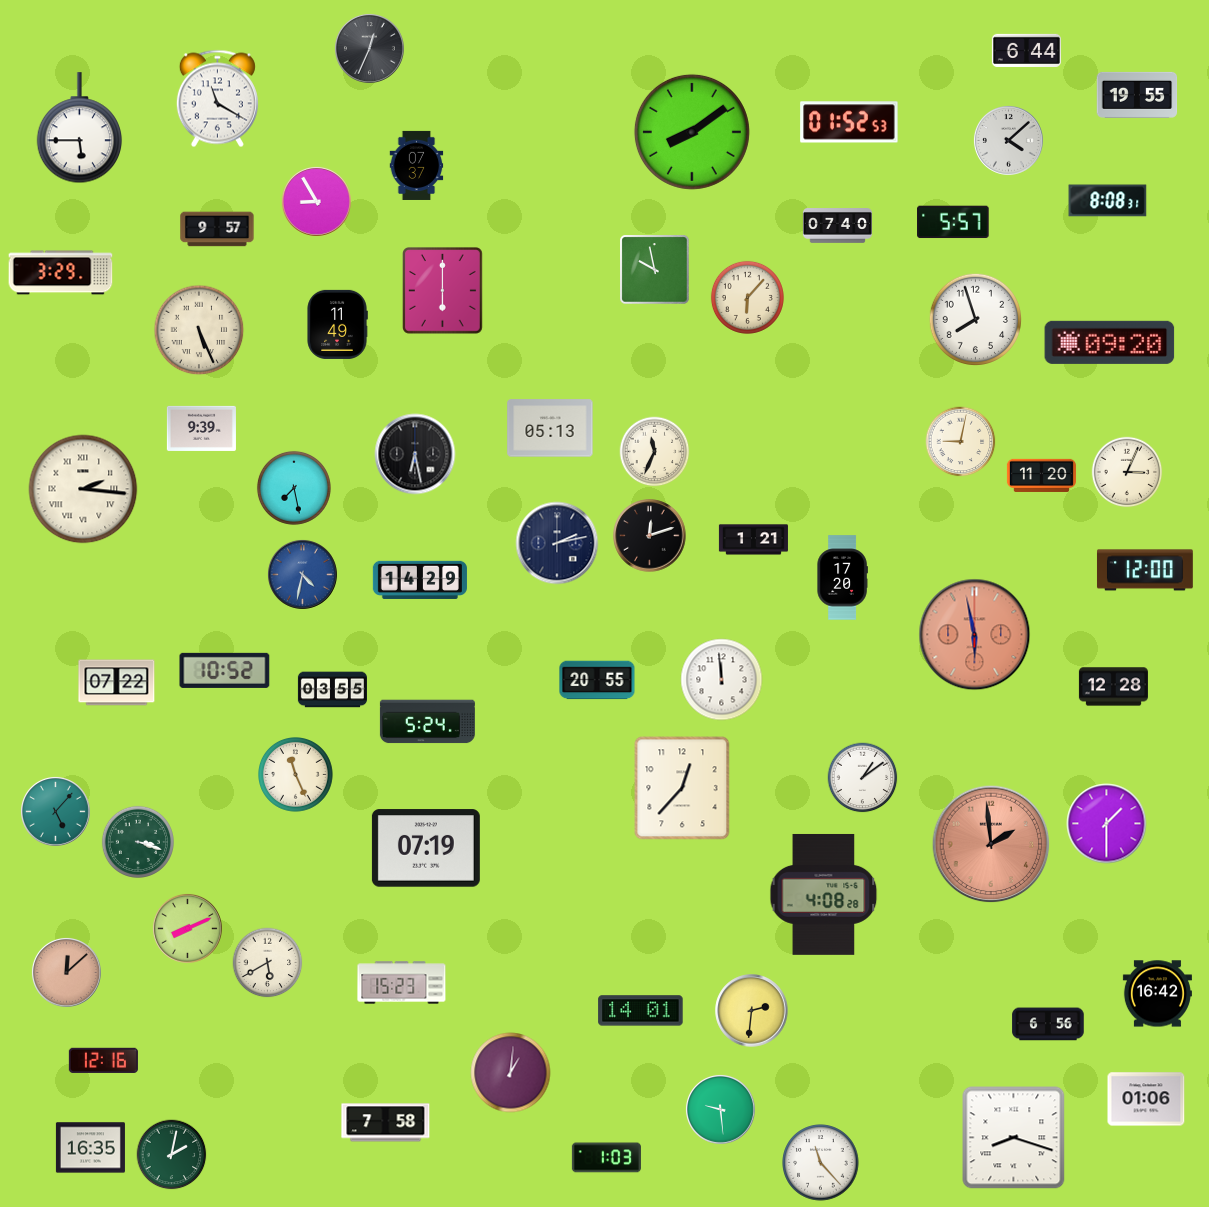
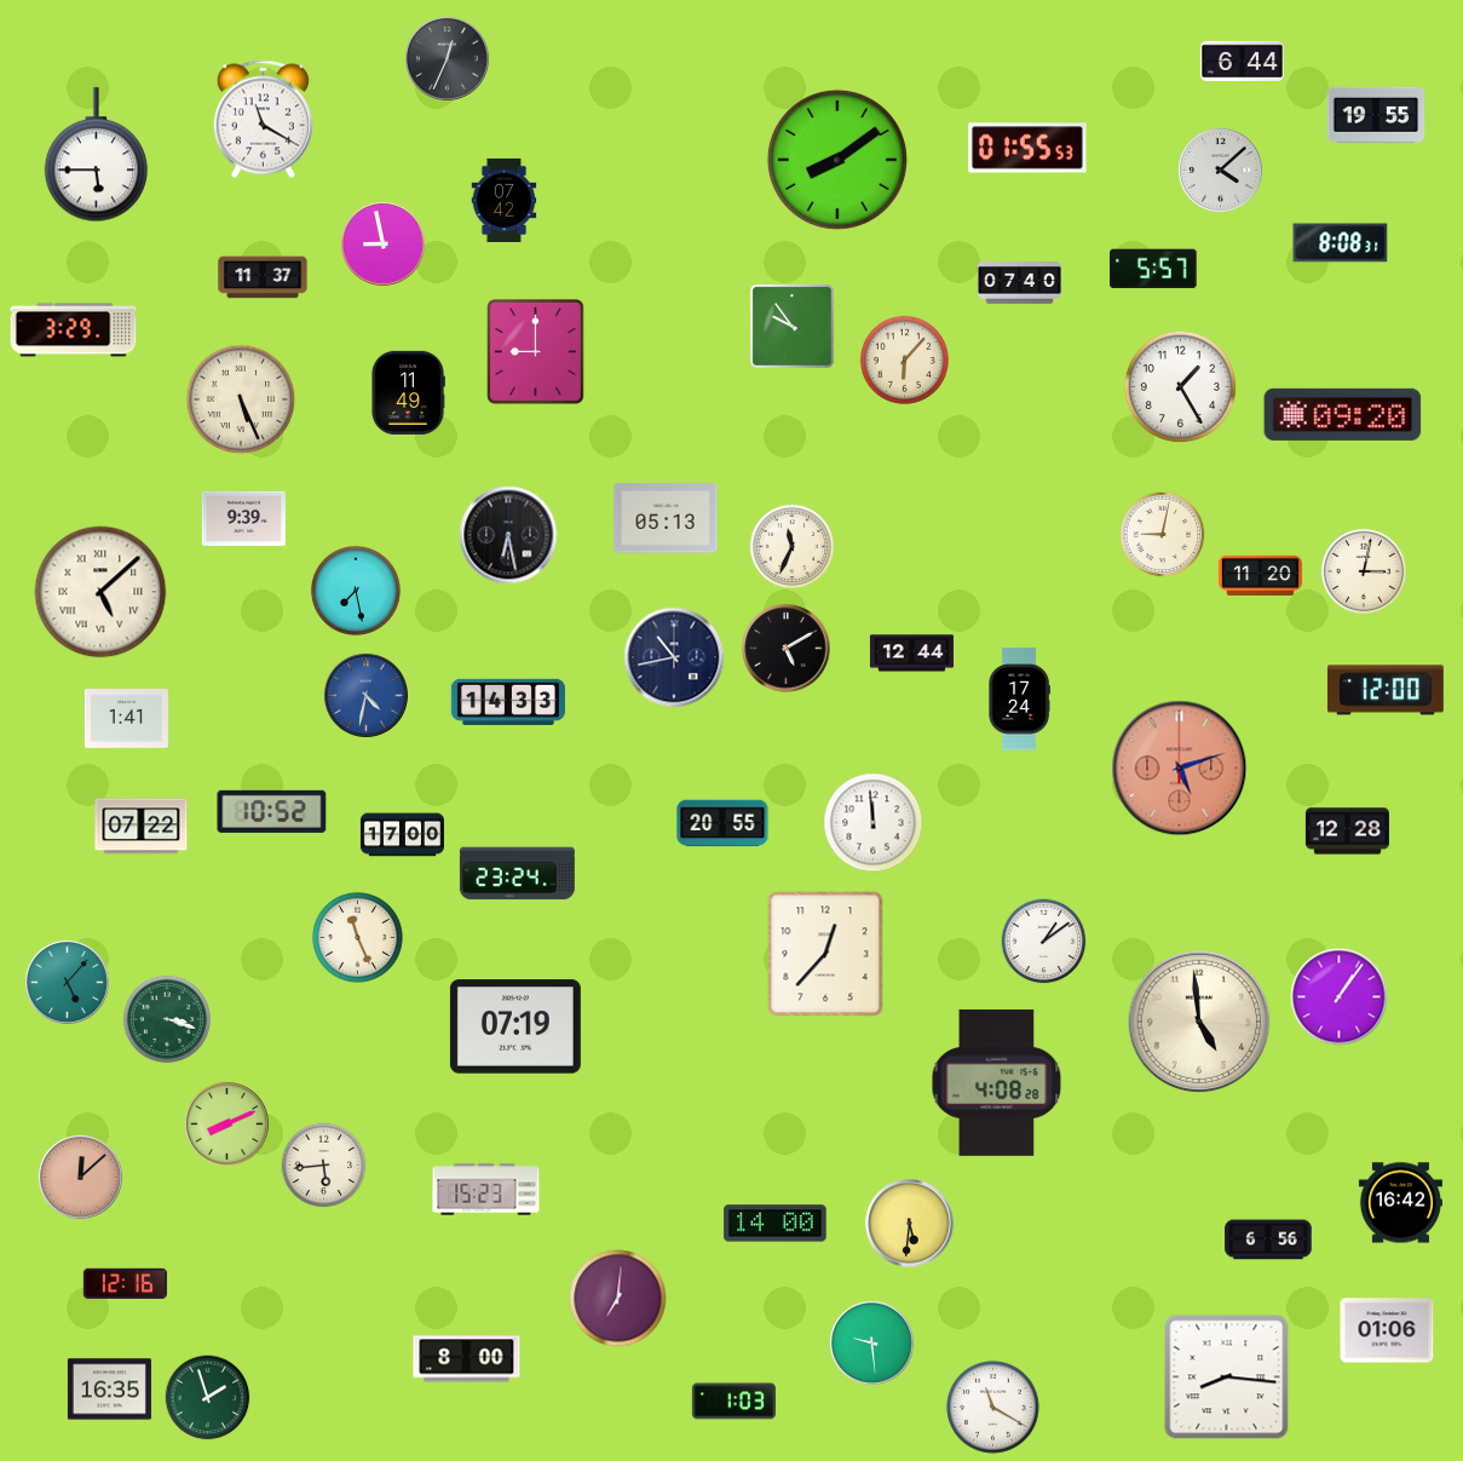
clock at (849, 122): 01:52 -> 01:55
clock at (417, 165): 07:37 -> 07:42
clock at (316, 201): 8:55 -> 8:58
clock at (837, 226) position: (837, 226) -> (1019, 283)
clock at (217, 229): 9:57 -> 11:37
clock at (655, 270): 9:58 -> 9:54
clock at (443, 291): 6:00 -> 9:00
clock at (975, 319): 7:57 -> 1:25
clock at (415, 454) position: (415, 454) -> (508, 535)
clock at (1127, 472): 3:04 -> 3:02
clock at (83, 489): 2:16 -> 5:08
clock at (650, 536): 12:12 -> 5:10
clock at (753, 540): 1:21 -> 12:44
clock at (557, 543): 2:13 -> 10:43
clock at (842, 578): 17:20 -> 17:24
clock at (420, 580): 14:29 -> 14:33
clock at (126, 719): none -> 1:41
clock at (975, 635): 5:58 -> 5:12
clock at (332, 690): 03:55 -> 17:00
clock at (427, 722): 5:24 -> 23:24
clock at (1107, 824): 1:30 -> 1:06
clock at (991, 844): 1:59 -> 4:59
clock at (991, 844) dial: salmon -> cream
clock at (268, 963): 5:40 -> 5:44
clock at (641, 1011): 14:01 -> 14:00
clock at (752, 1011): 2:31 -> 5:31
clock at (511, 1073): 1:01 -> 7:01
clock at (386, 1123): 7:58 -> 8:00
clock at (1014, 1138): 8:18 -> 8:16
clock at (172, 1155): 2:02 -> 1:57
clock at (821, 1163): 11:23 -> 11:20
